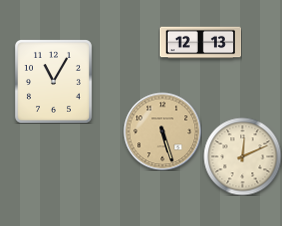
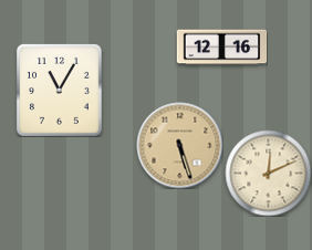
clock at (200, 43): 12:13 -> 12:16
